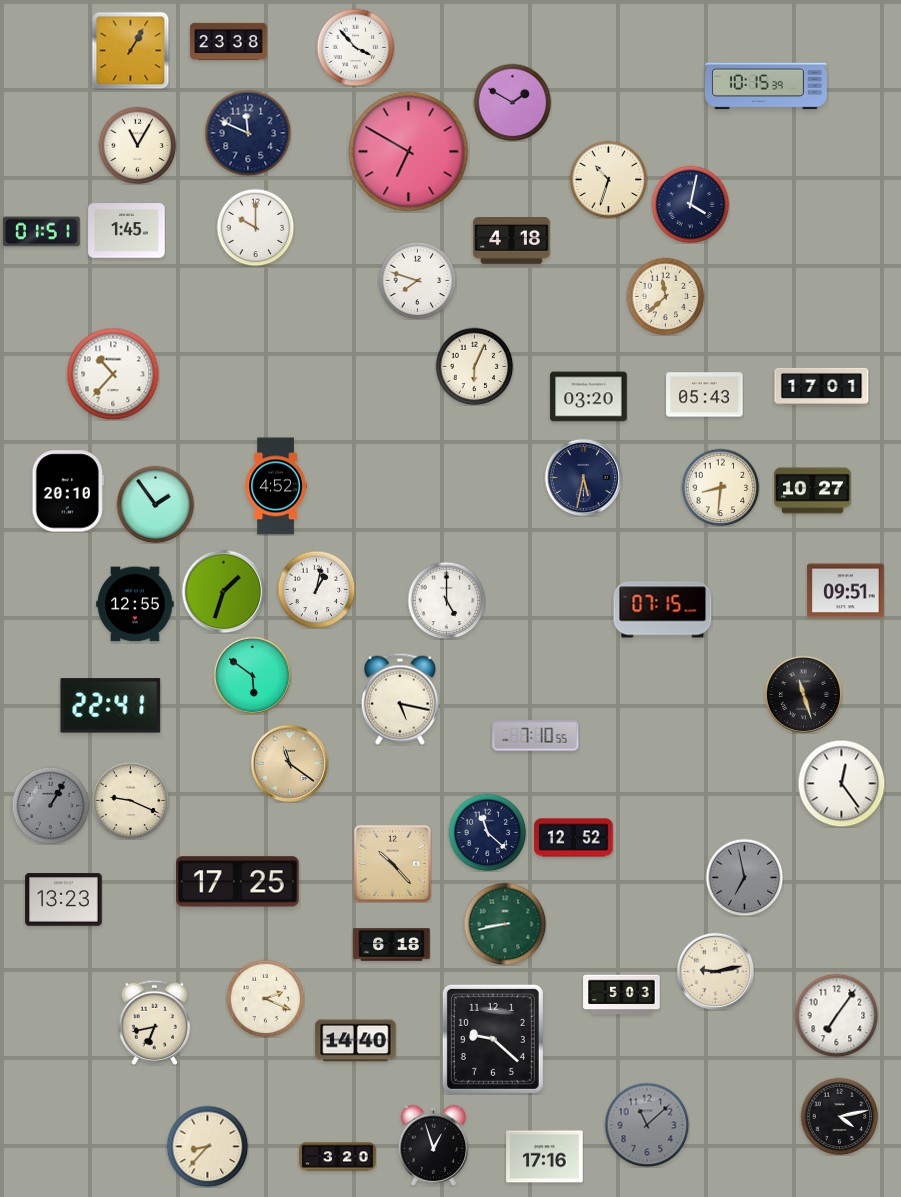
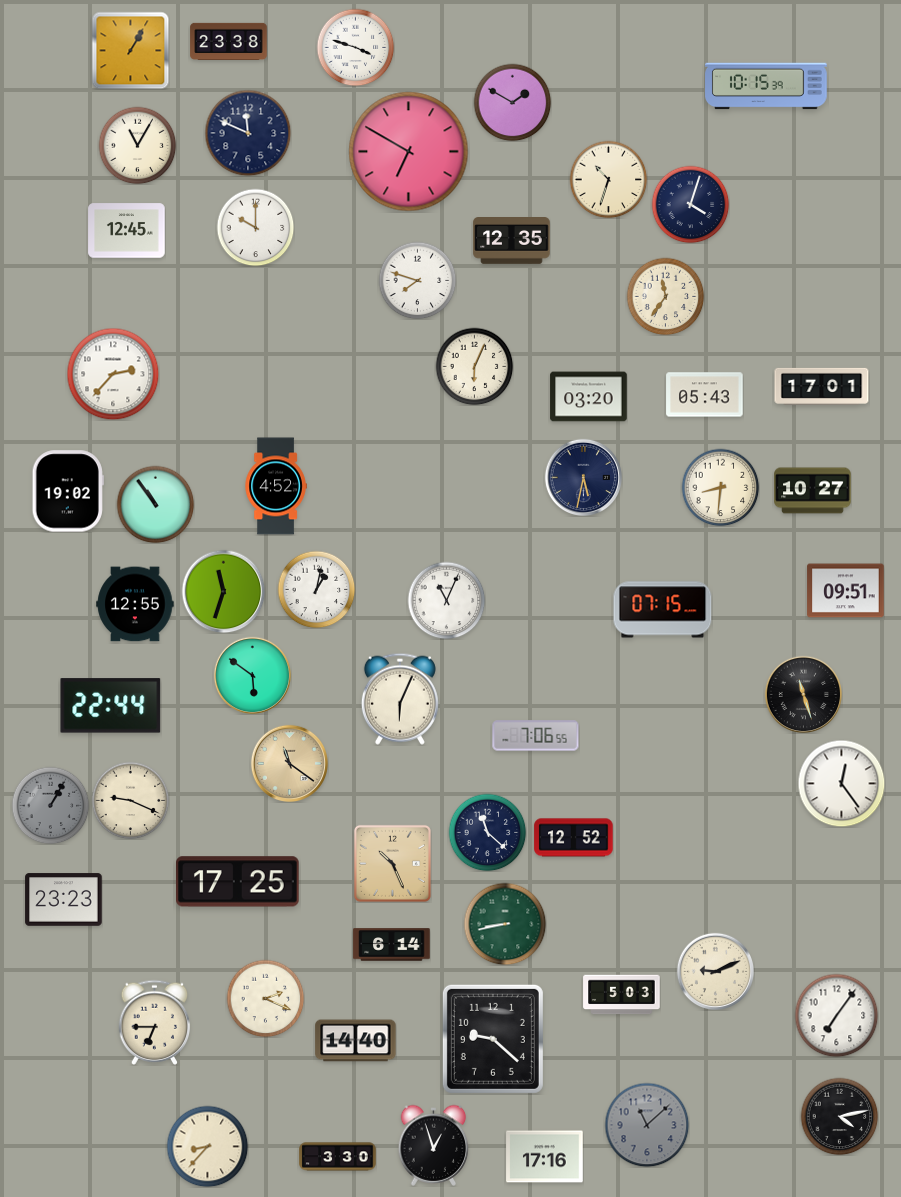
clock at (355, 47): 3:53 -> 3:48
clock at (690, 204): 4:02 -> 4:03
clock at (127, 231): 1:45 -> 12:45
clock at (42, 232): 01:51 -> none
clock at (512, 241): 4:18 -> 12:35
clock at (665, 296): 11:38 -> 11:36
clock at (113, 374): 10:37 -> 2:37
clock at (68, 491): 20:10 -> 19:02
clock at (155, 504): 1:54 -> 10:54
clock at (223, 591): 1:33 -> 11:33
clock at (446, 600): 5:00 -> 11:04
clock at (400, 699): 5:17 -> 6:04
clock at (111, 706): 22:41 -> 22:44
clock at (536, 736): 7:10 -> 7:06
clock at (392, 863): 10:23 -> 10:26
clock at (744, 877): 6:58 -> none
clock at (64, 900): 13:23 -> 23:23
clock at (392, 945): 6:18 -> 6:14
clock at (715, 971): 9:13 -> 9:11
clock at (155, 1022): 6:43 -> 6:45
clock at (338, 1157): 3:20 -> 3:30
